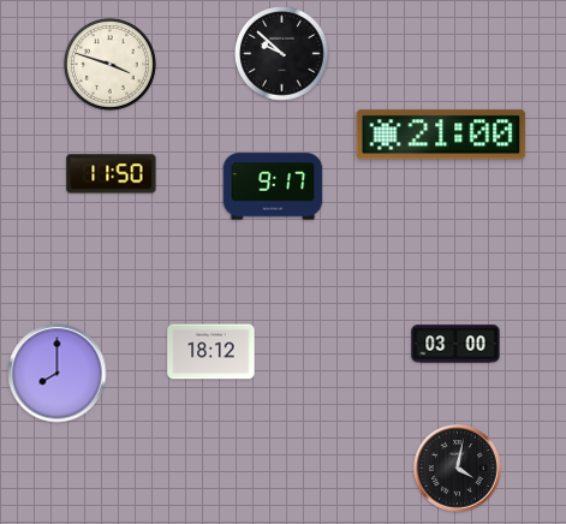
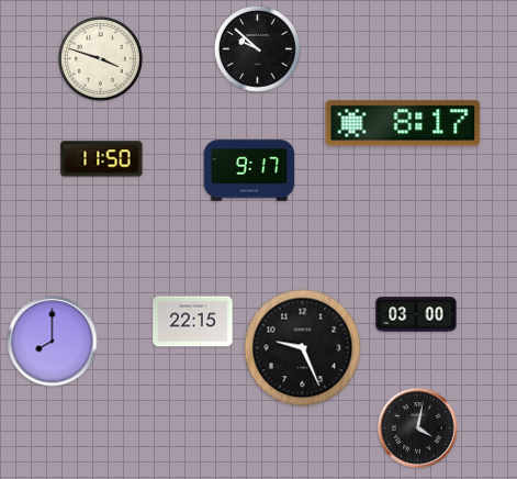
clock at (441, 135): 21:00 -> 8:17
clock at (211, 352): 18:12 -> 22:15
clock at (303, 348): none -> 9:26
